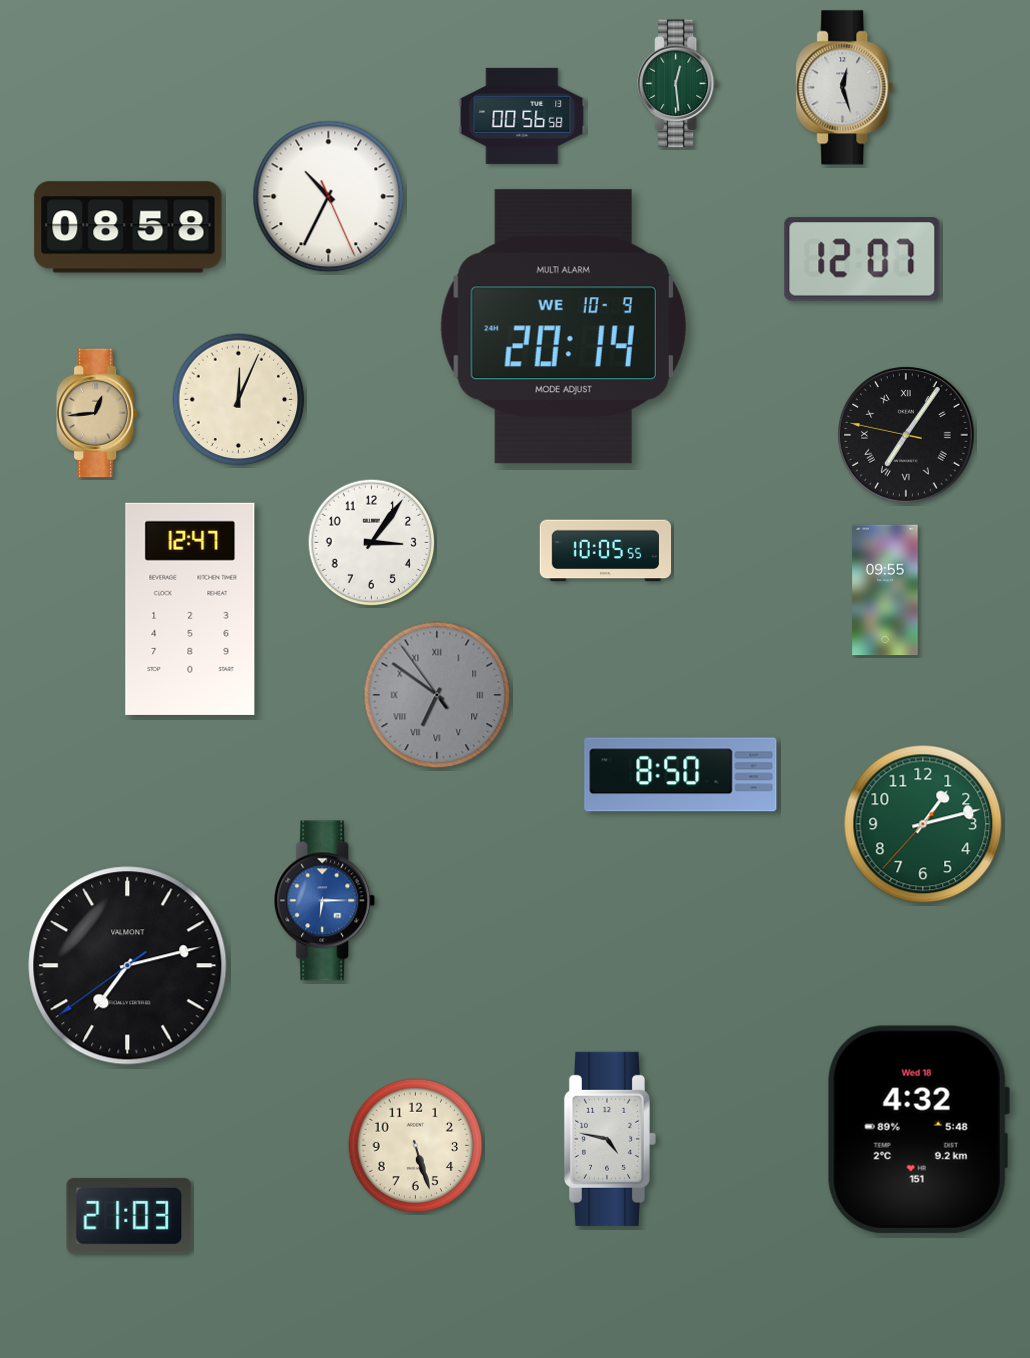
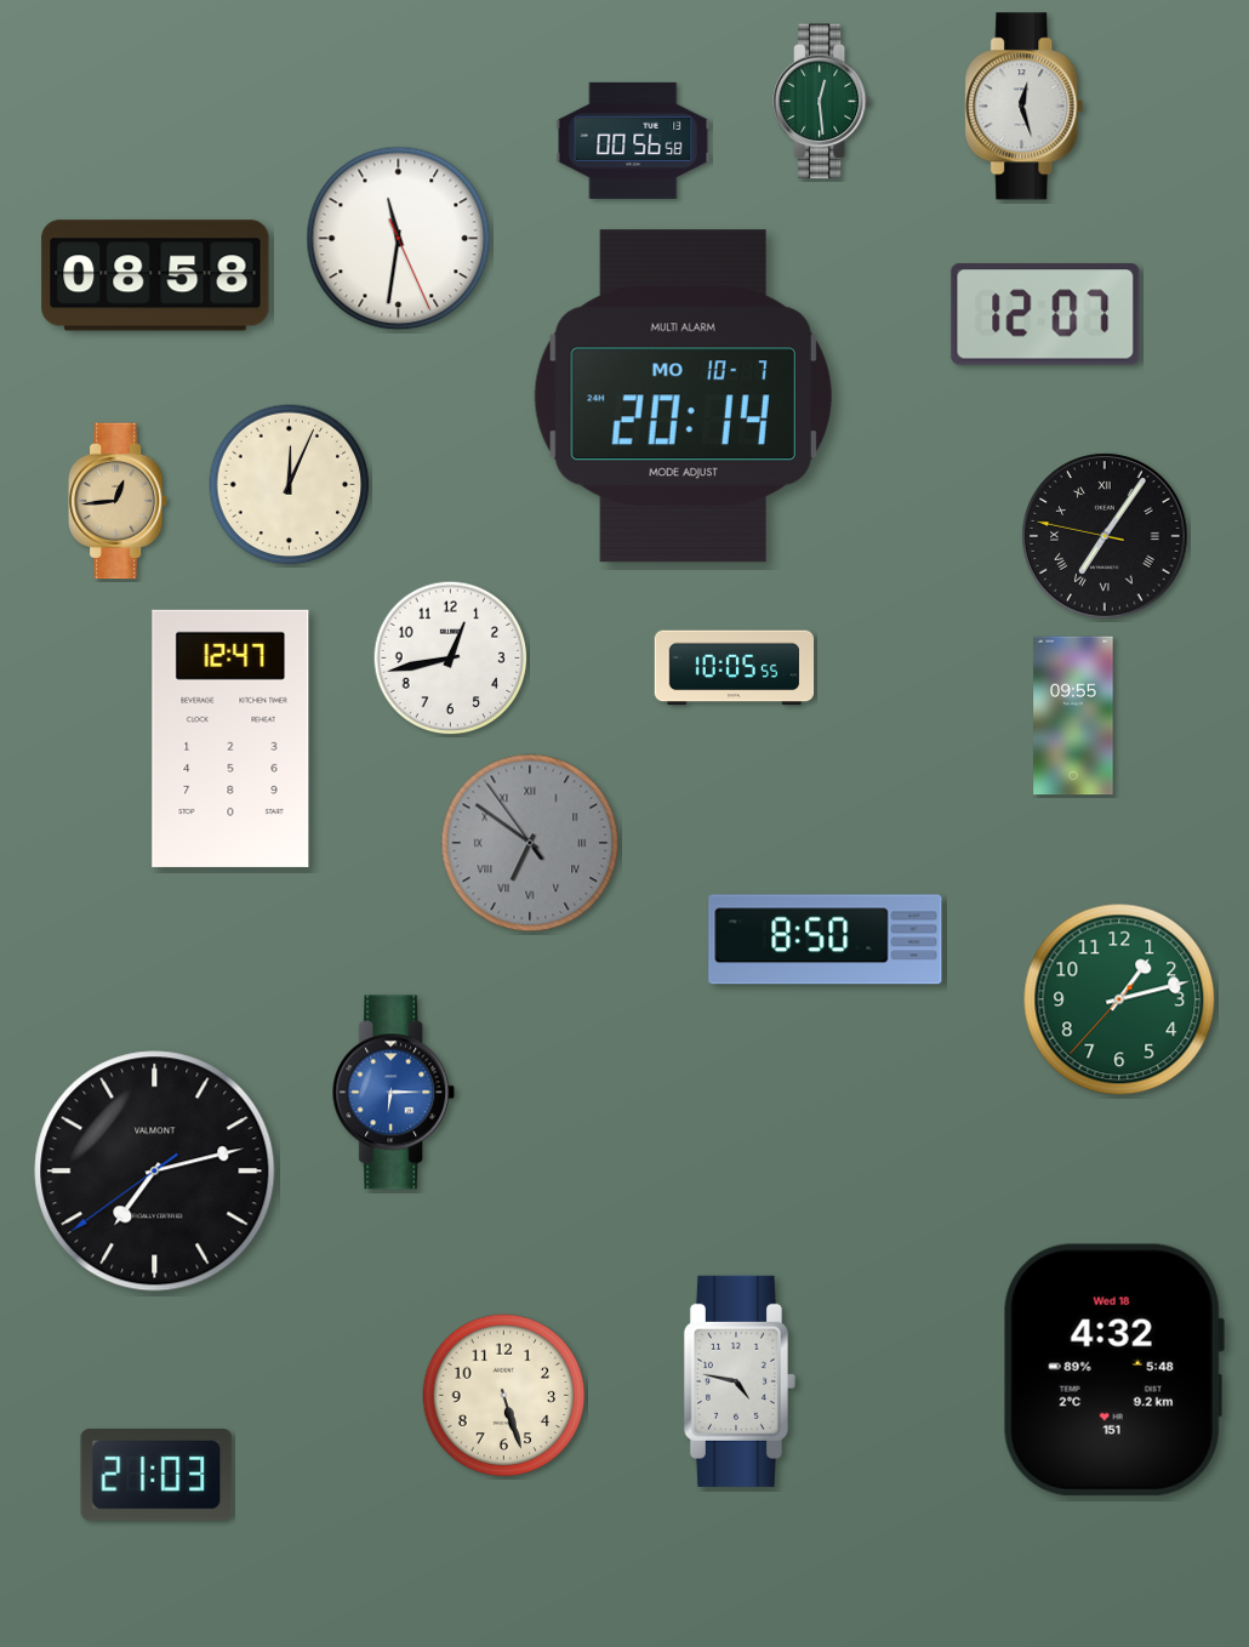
clock at (329, 197): 10:34 -> 11:31
clock at (563, 327) date: WE 10-9 -> MO 10-7
clock at (906, 435) position: (906, 435) -> (1105, 536)
clock at (372, 543): 3:06 -> 12:43
clock at (416, 1146) position: (416, 1146) -> (504, 1396)
